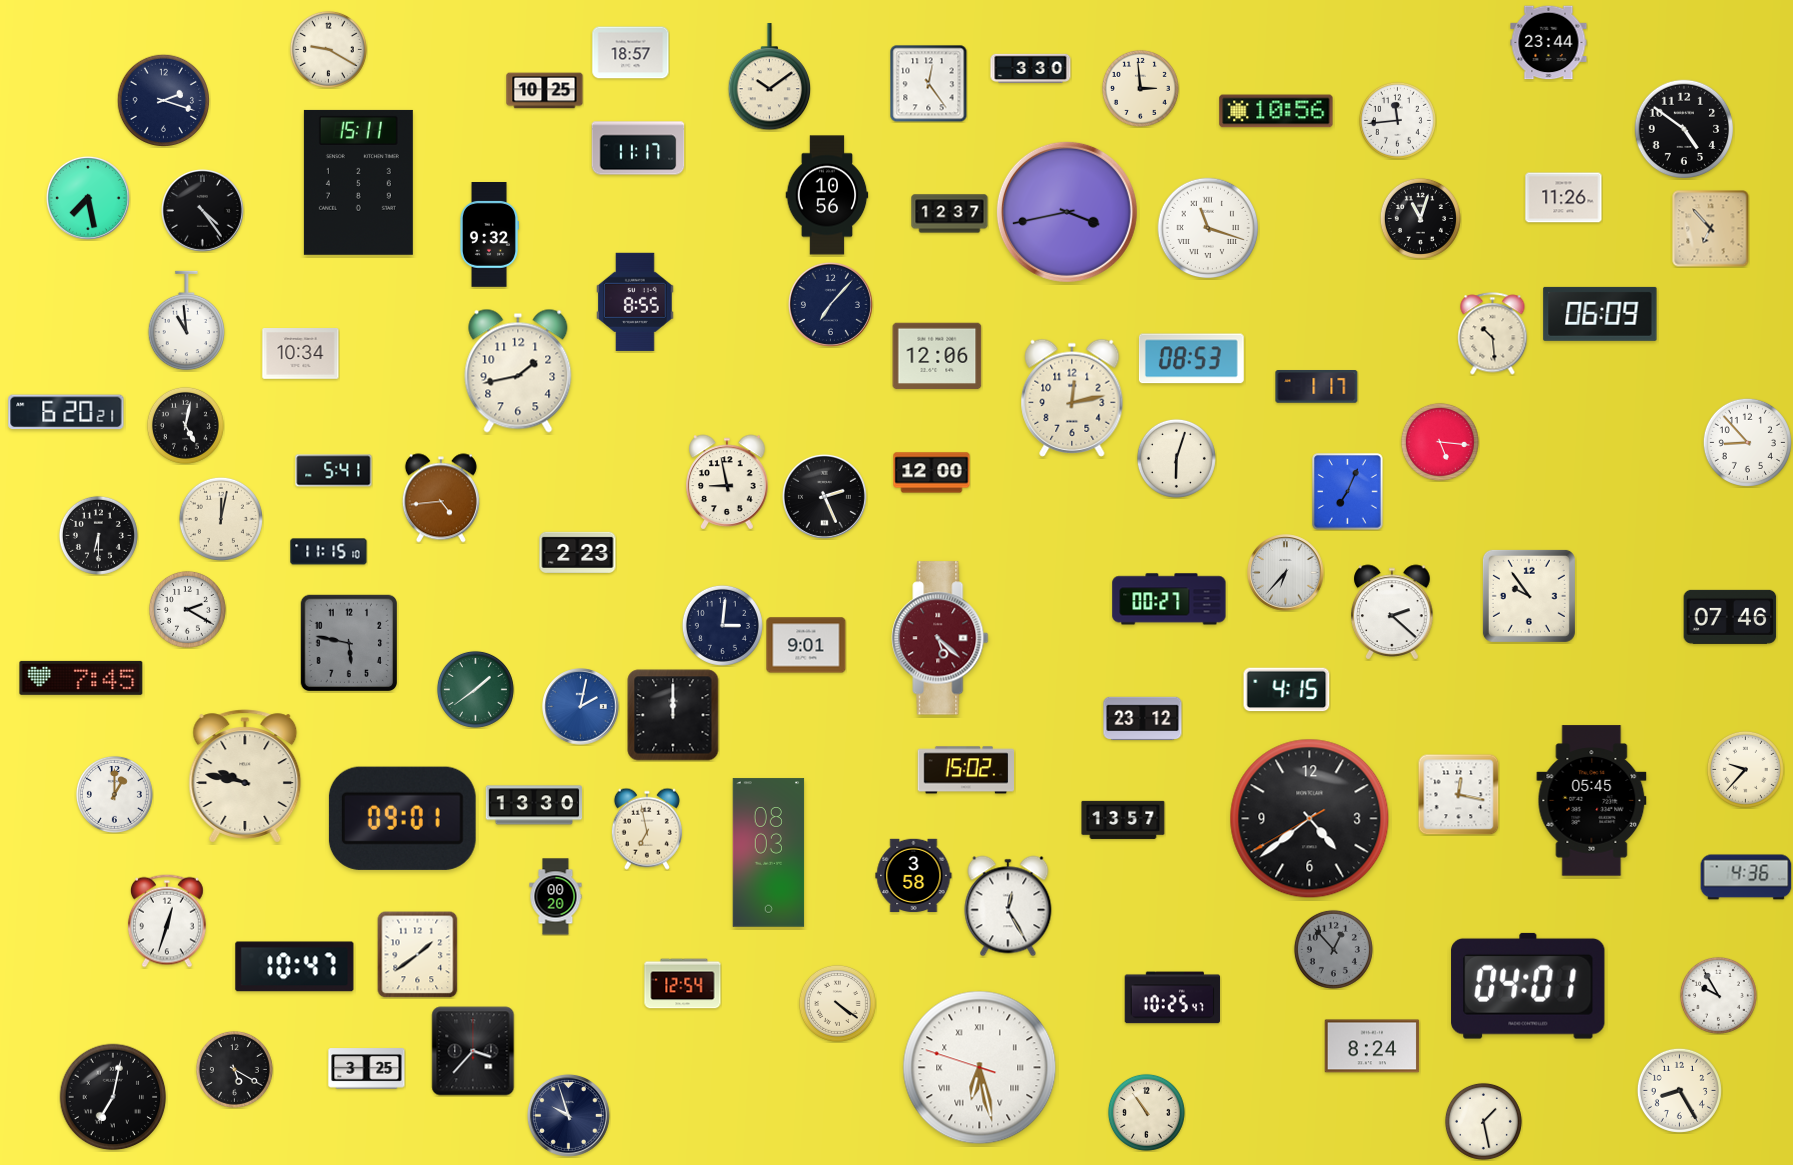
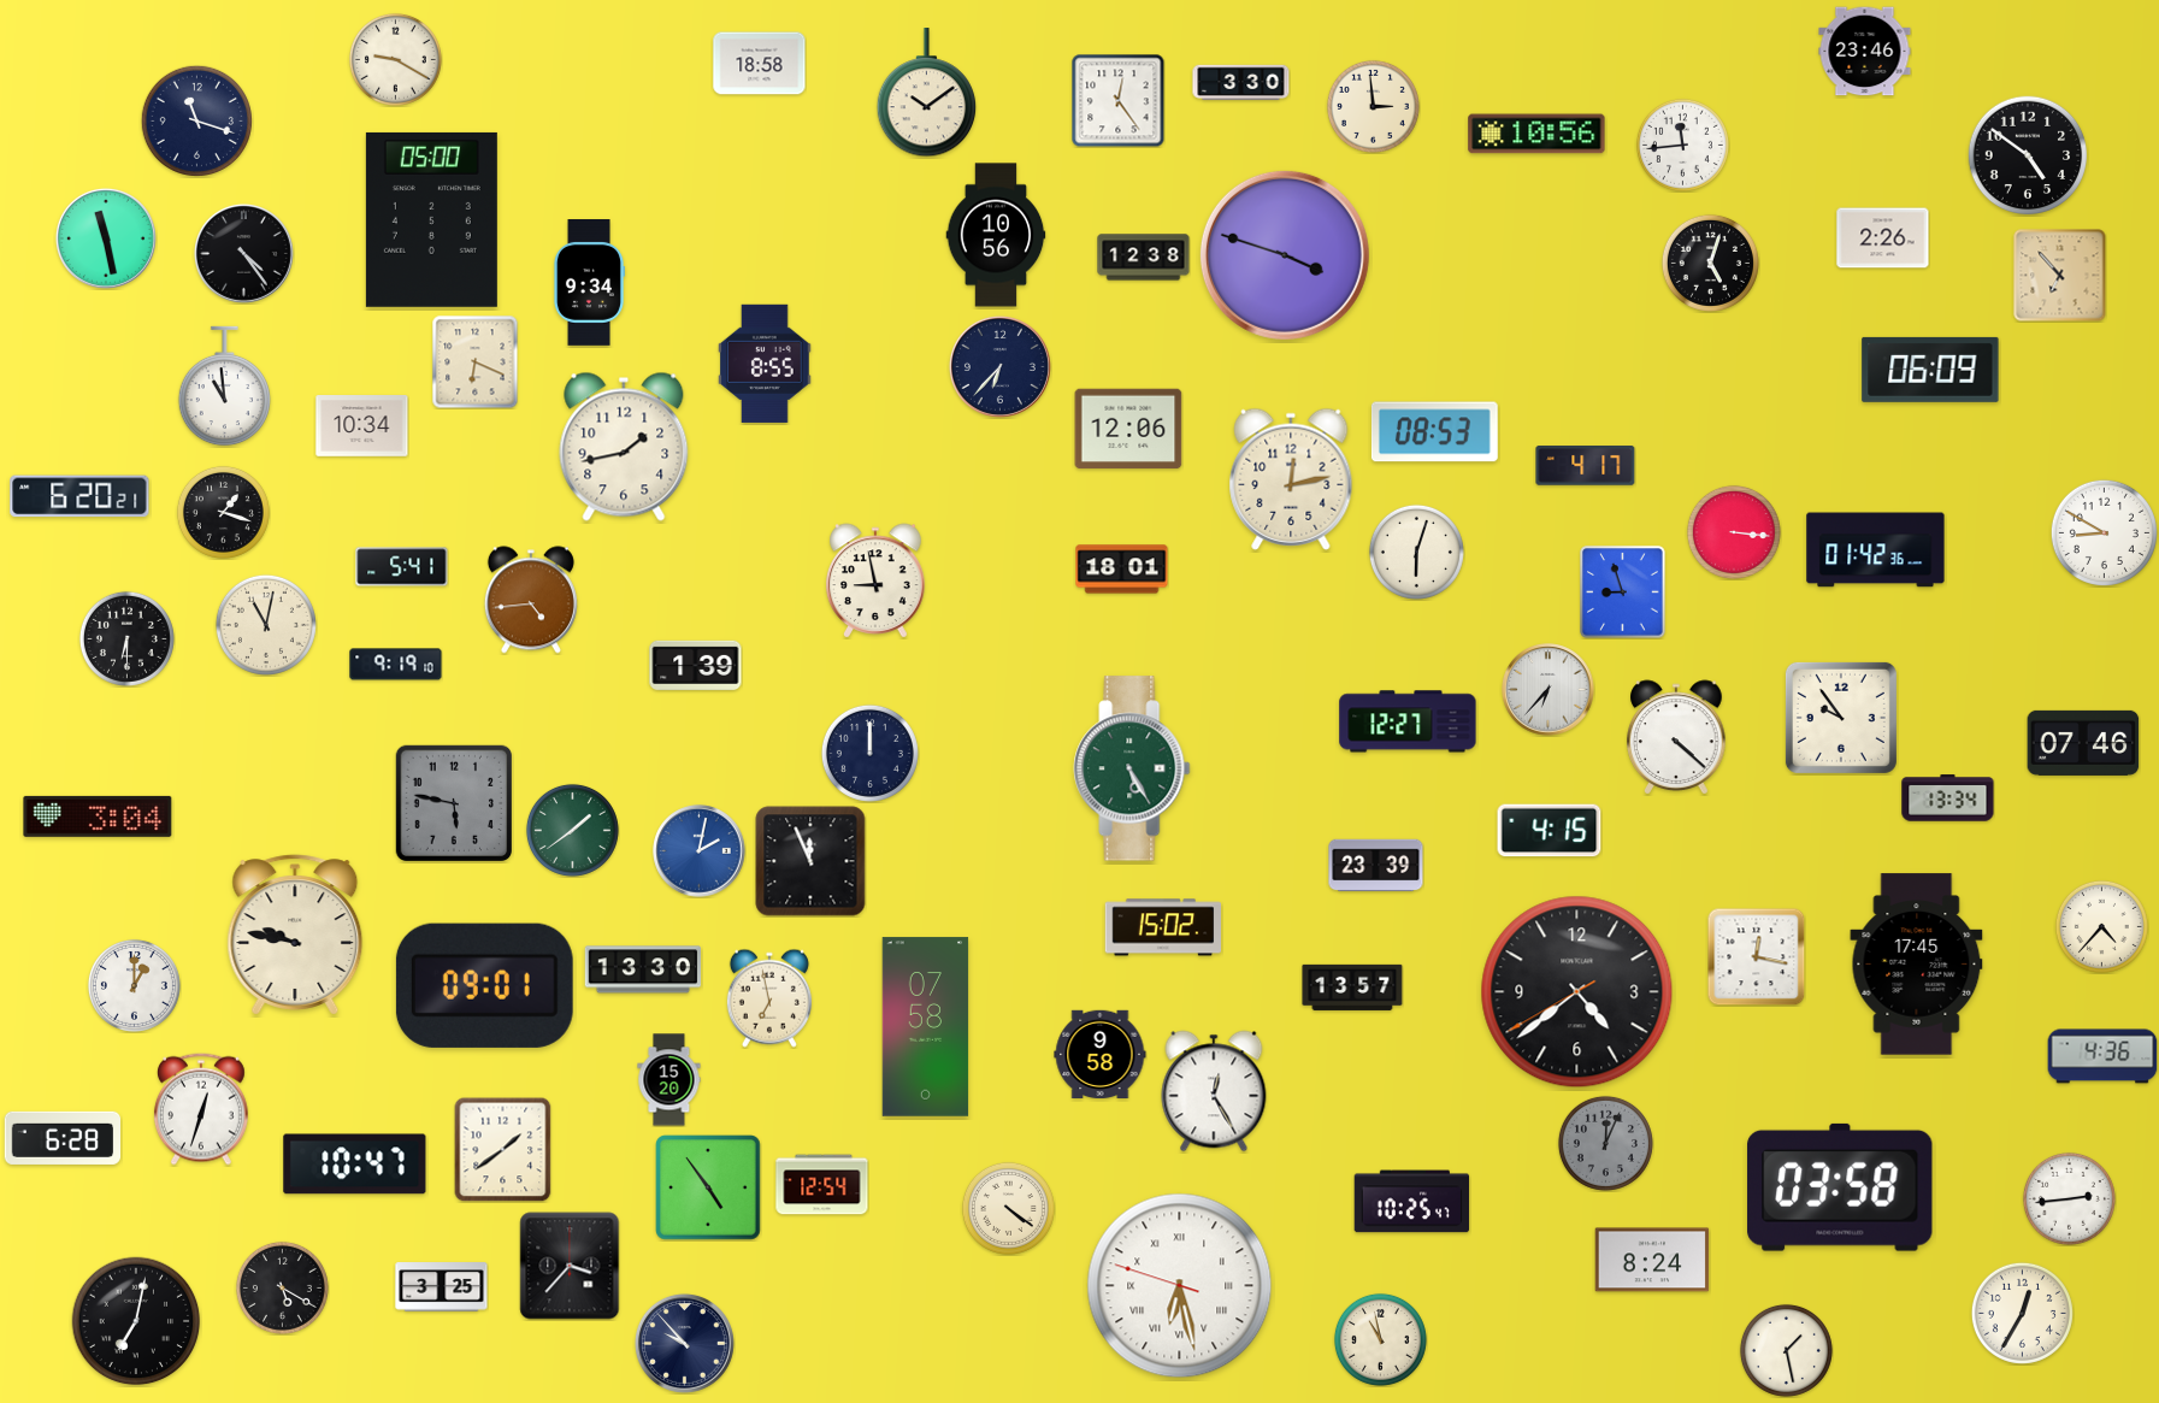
clock at (1549, 43): 23:44 -> 23:46
clock at (631, 53): 18:57 -> 18:58
clock at (545, 91): 10:25 -> none
clock at (163, 100): 2:18 -> 11:18
clock at (638, 148): 11:17 -> none
clock at (358, 182): 15:11 -> 05:00
clock at (88, 198): 7:28 -> 11:28
clock at (1564, 198): 11:26 -> 2:26
clock at (1067, 212): 3:43 -> 3:48
clock at (950, 214): 12:37 -> 12:38
clock at (1420, 218): 11:03 -> 5:03
clock at (1208, 228): 11:18 -> none
clock at (489, 235): 9:32 -> 9:34
clock at (476, 361): none -> 6:19
clock at (830, 304): 7:07 -> 6:37
clock at (1600, 314) position: (1600, 314) -> (1930, 370)
clock at (1493, 334): 10:29 -> none
clock at (1317, 387): 1:17 -> 4:17
clock at (185, 425): 5:02 -> 1:18
clock at (1440, 442): 5:16 -> 3:16
clock at (1747, 442): 8:53 -> 8:50
clock at (1876, 550): none -> 01:42
clock at (932, 473): 12:00 -> 18:01
clock at (1348, 492): 7:04 -> 8:57
clock at (824, 496): 2:26 -> none
clock at (221, 519): 12:02 -> 11:02
clock at (98, 535) position: (98, 535) -> (126, 638)
clock at (329, 552): 11:15 -> 9:19
clock at (578, 552): 2:23 -> 1:39
clock at (1169, 599): 00:27 -> 12:27
clock at (187, 609): 2:20 -> none
clock at (1392, 612): 2:22 -> 4:22
clock at (722, 625): 3:01 -> 12:00
clock at (940, 638): 5:22 -> 5:25
clock at (940, 638) dial: burgundy -> green
clock at (348, 642) position: (348, 642) -> (453, 802)
clock at (806, 645): 9:01 -> none
clock at (1948, 798): none -> 13:34
clock at (81, 678): 7:45 -> 3:04
clock at (673, 715): 12:00 -> 11:56
clock at (1143, 719): 23:12 -> 23:39
clock at (1745, 769): 9:37 -> 4:37
clock at (114, 794) position: (114, 794) -> (134, 985)
clock at (1592, 801): 05:45 -> 17:45
clock at (1310, 819) position: (1310, 819) -> (1577, 992)
clock at (647, 829) position: (647, 829) -> (769, 998)
clock at (769, 853): 08:03 -> 07:58
clock at (914, 875): 3:58 -> 9:58
clock at (556, 897): 00:20 -> 15:20
clock at (61, 1138): none -> 6:28
clock at (1333, 949): 12:53 -> 12:04
clock at (708, 1187): none -> 4:54
clock at (1528, 986): 04:01 -> 03:58
clock at (1718, 995): 9:55 -> 2:44
clock at (1679, 1090): 8:25 -> 12:35
clock at (1146, 1112): 10:54 -> 10:58
clock at (568, 1115): 9:57 -> 9:53
